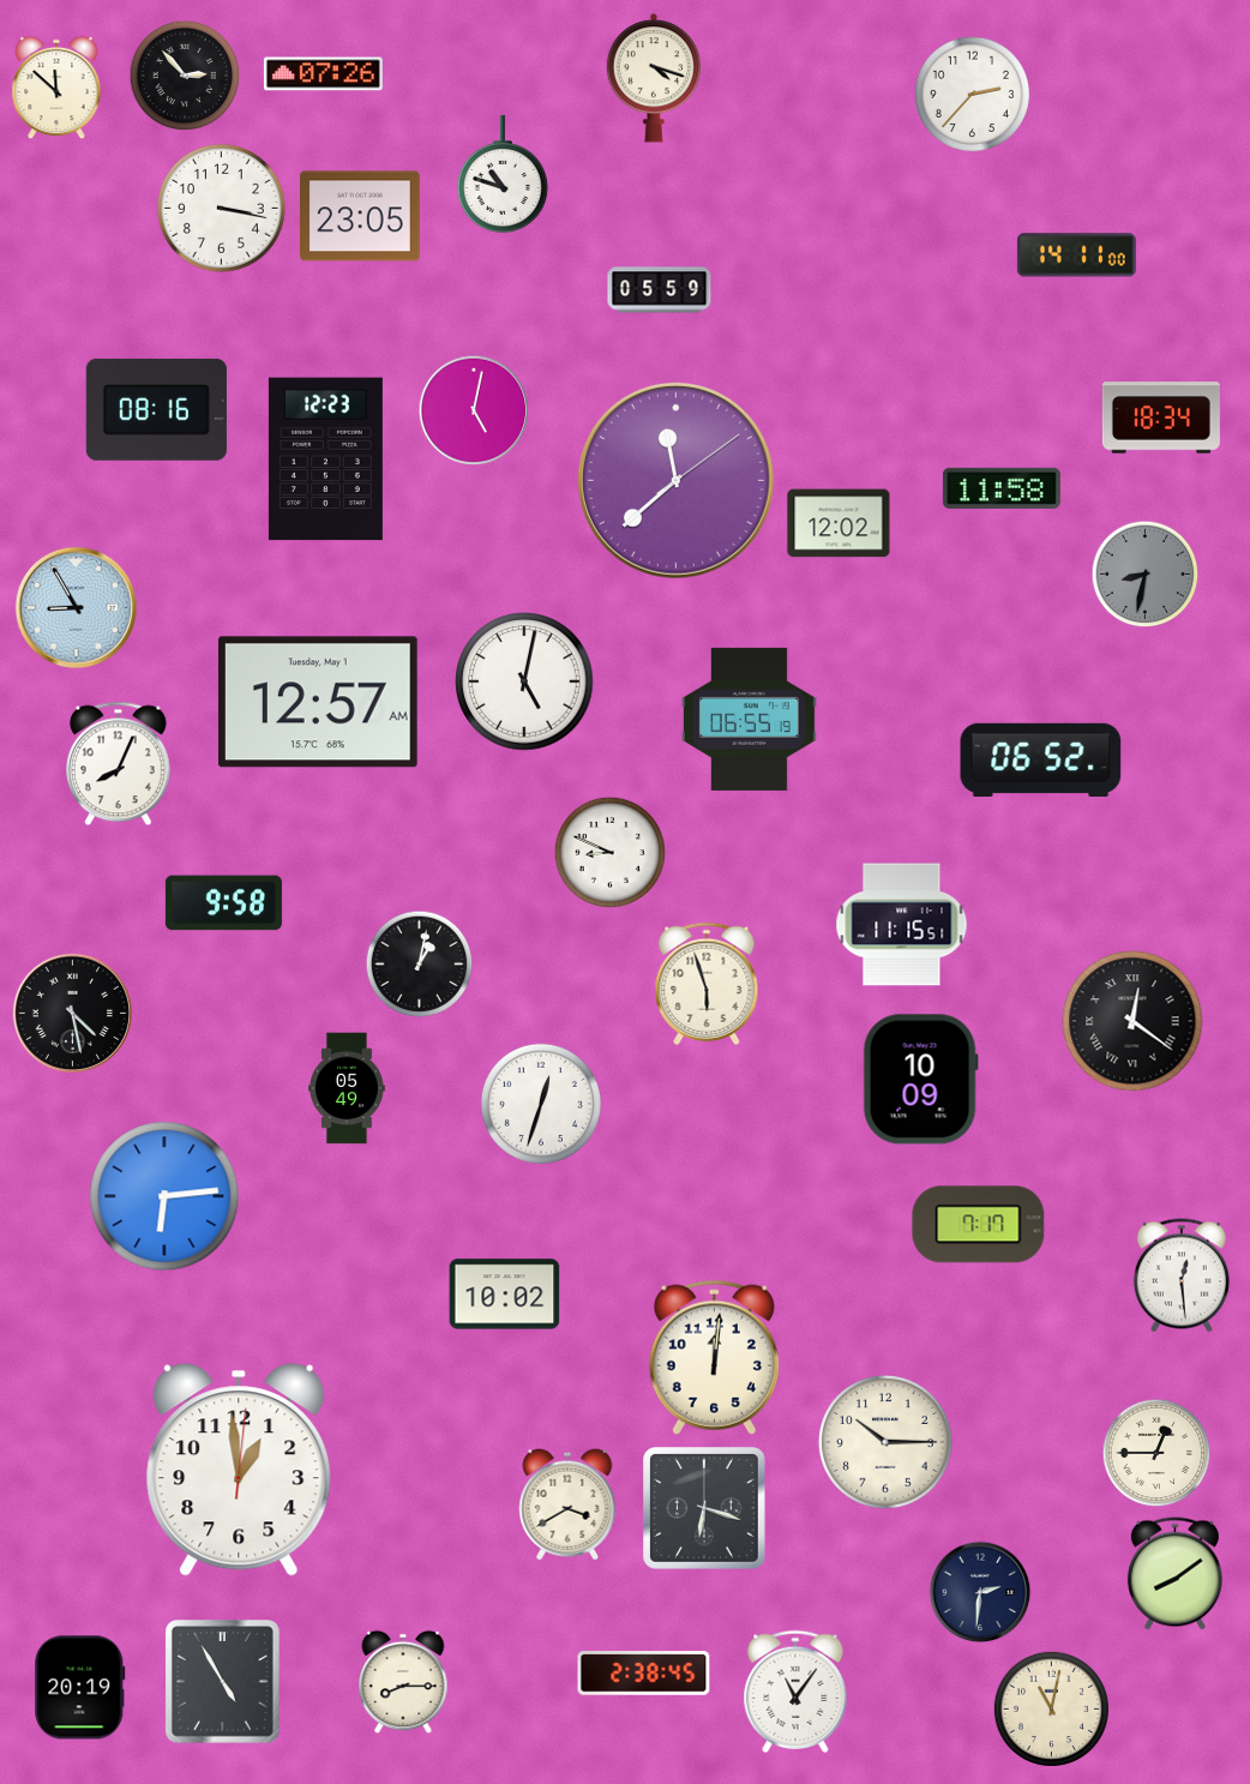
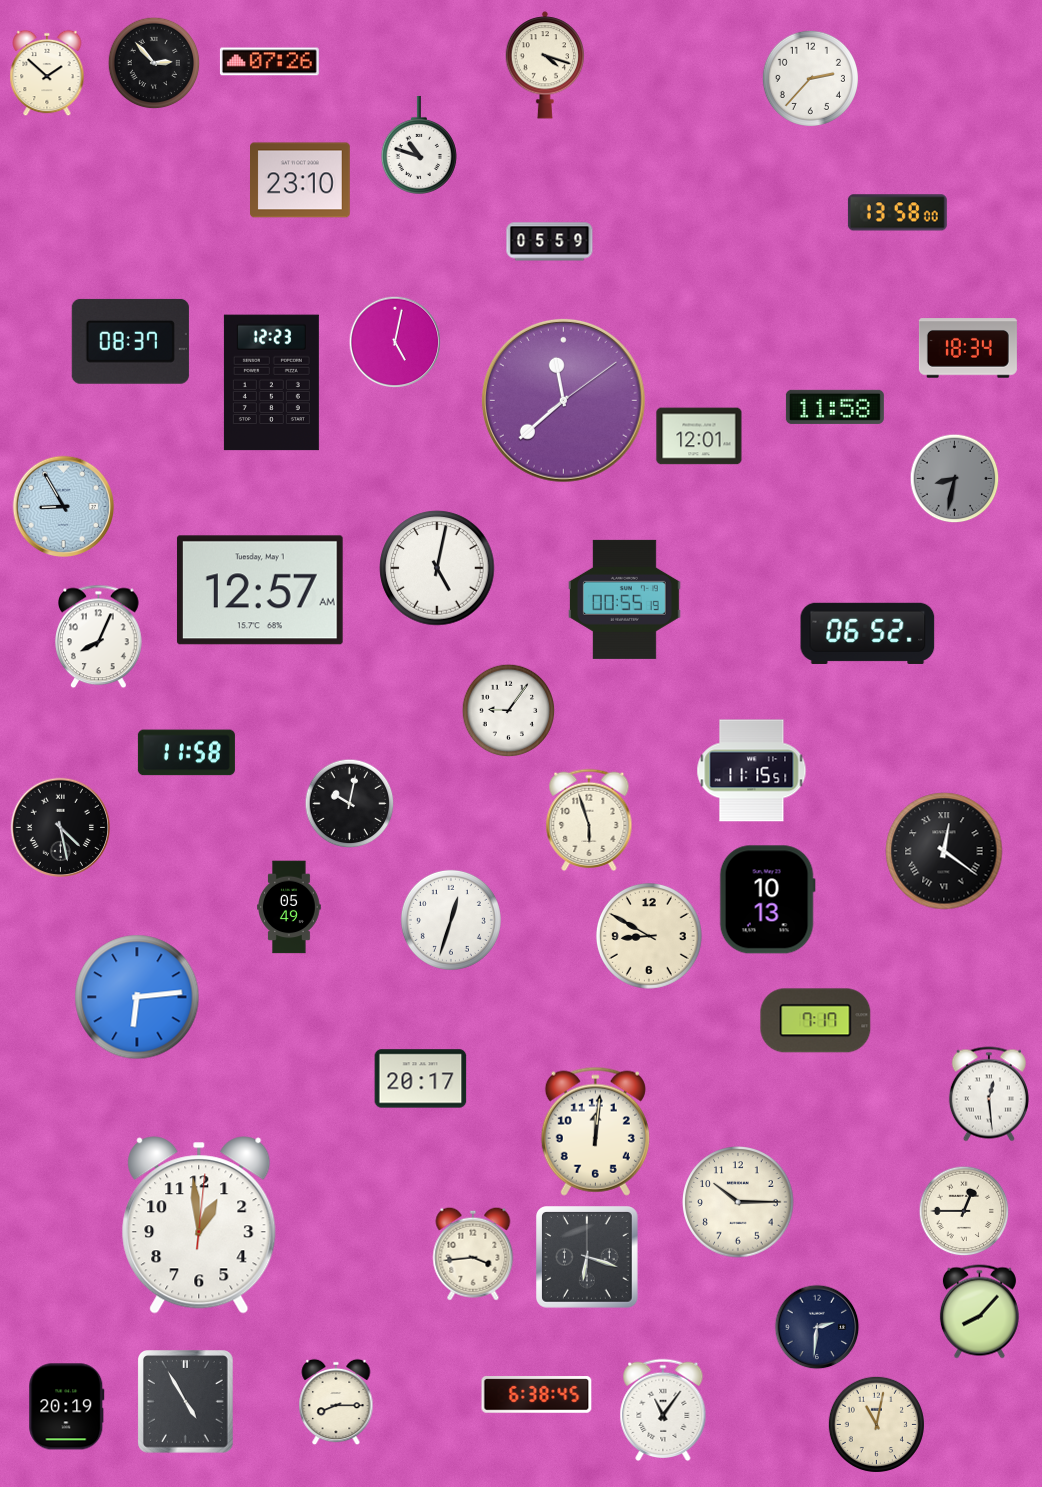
clock at (56, 88): 11:52 -> 1:52
clock at (222, 209): 3:17 -> none
clock at (361, 216): 23:05 -> 23:10
clock at (1076, 256): 14:11 -> 13:58
clock at (156, 409): 08:16 -> 08:37
clock at (839, 523): 12:02 -> 12:01
clock at (318, 702) position: (318, 702) -> (260, 590)
clock at (749, 719): 06:55 -> 00:55
clock at (611, 853): 8:49 -> 9:06
clock at (223, 903): 9:58 -> 11:58
clock at (420, 965): 1:02 -> 10:02
clock at (72, 1013) position: (72, 1013) -> (60, 827)
clock at (920, 1080): 10:09 -> 10:13
clock at (649, 936): none -> 8:50
clock at (1182, 1275) position: (1182, 1275) -> (989, 1094)
clock at (505, 1295): 10:02 -> 20:17
clock at (567, 1504): 3:40 -> 3:44
clock at (1174, 1574): 8:09 -> 8:07
clock at (644, 1674): 2:38 -> 6:38
